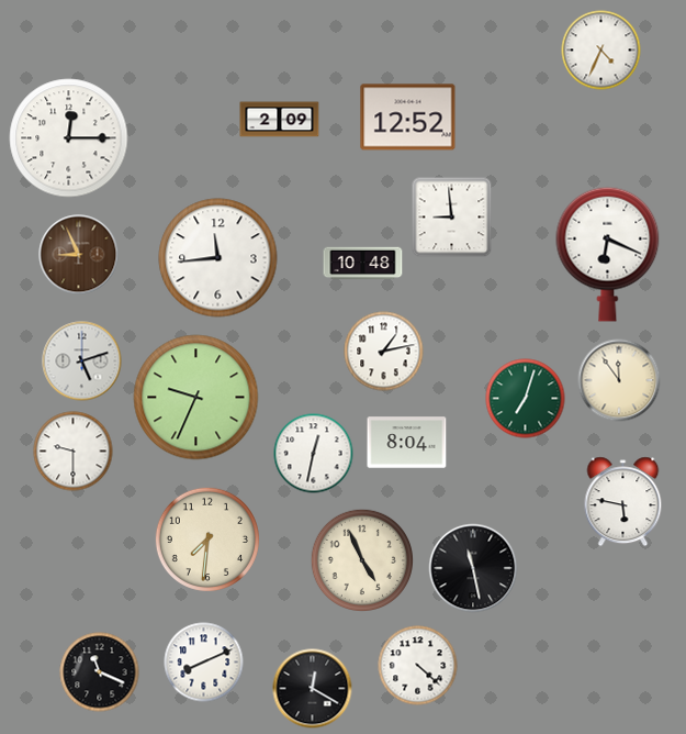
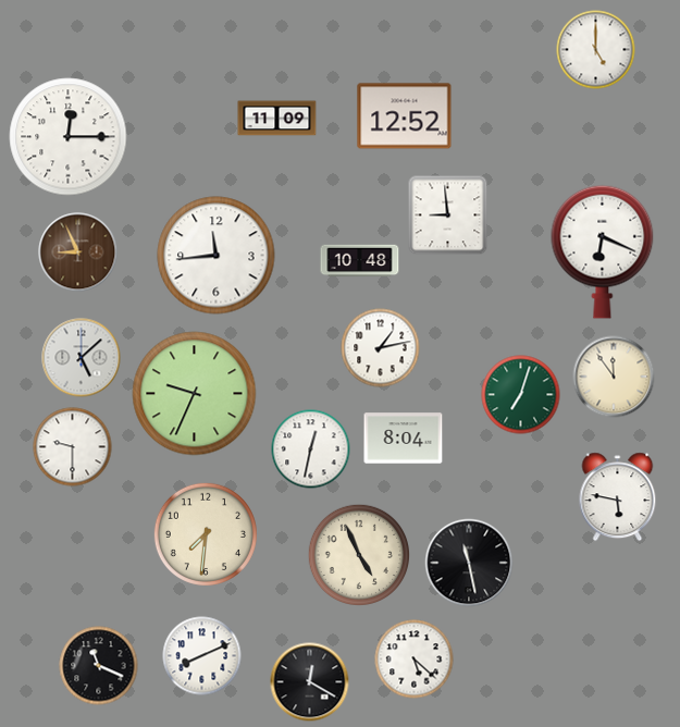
clock at (601, 51): 4:34 -> 5:00
clock at (280, 120): 2:09 -> 11:09
clock at (82, 362): 5:12 -> 5:08
clock at (418, 666): 4:22 -> 5:22
